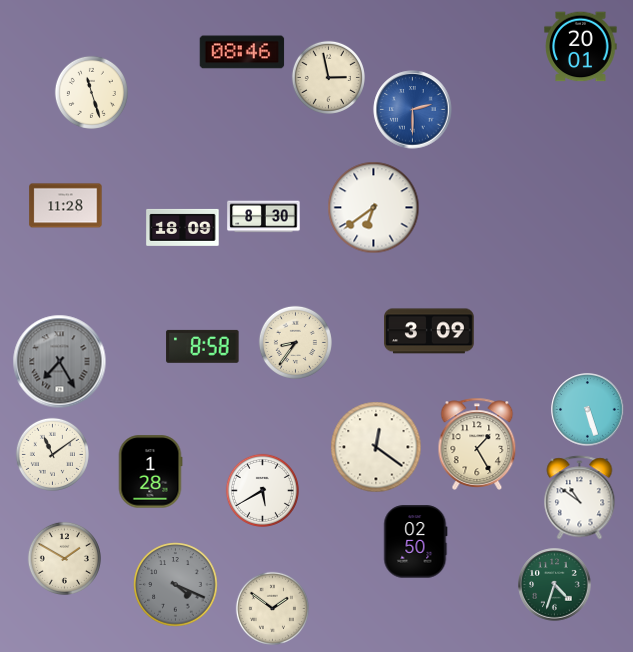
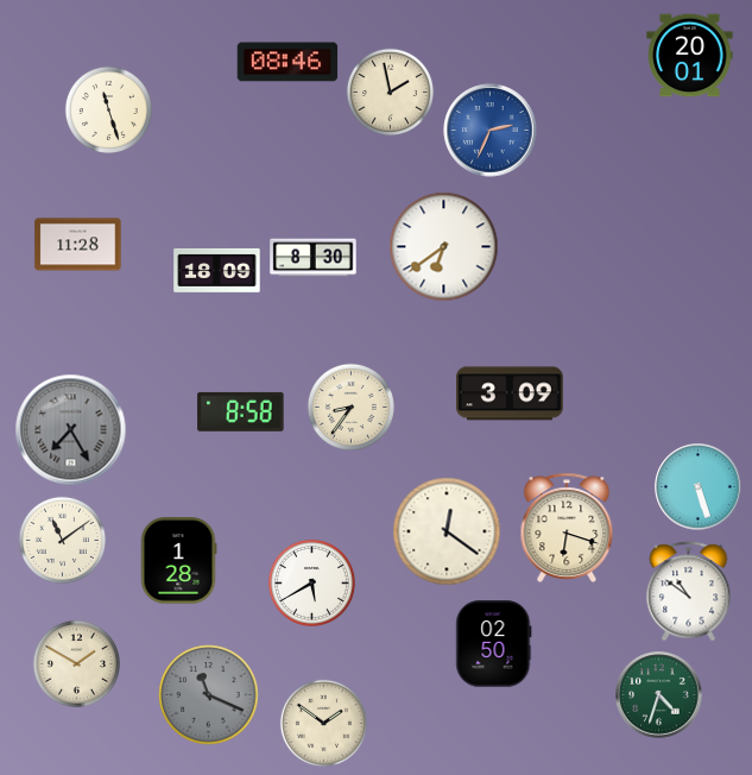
clock at (328, 77): 2:58 -> 1:58
clock at (413, 110): 2:30 -> 2:34
clock at (477, 444): 1:25 -> 6:18
clock at (176, 585): 4:19 -> 11:19
